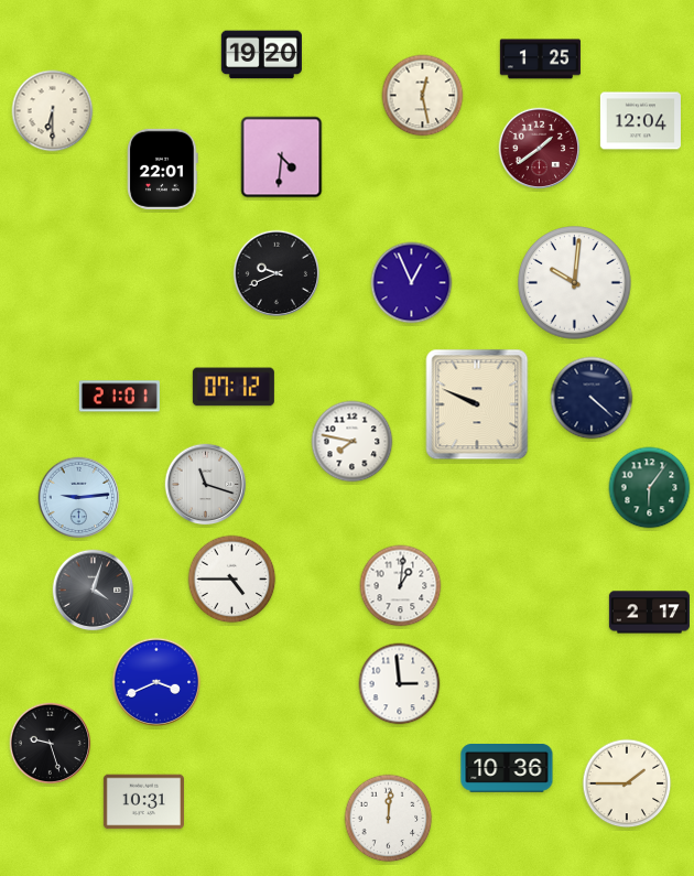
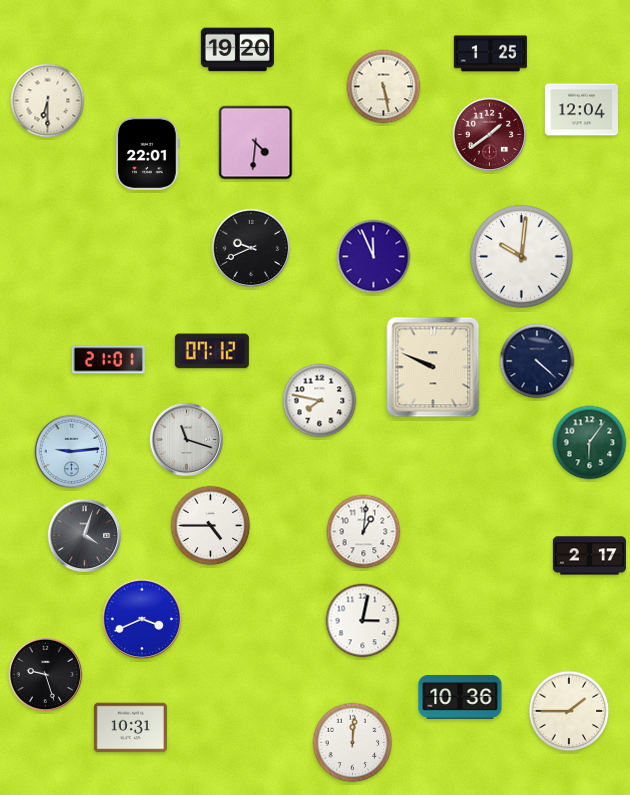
clock at (423, 96): 12:28 -> 5:28
clock at (412, 283): 12:56 -> 11:56
clock at (400, 684): 2:59 -> 3:02
